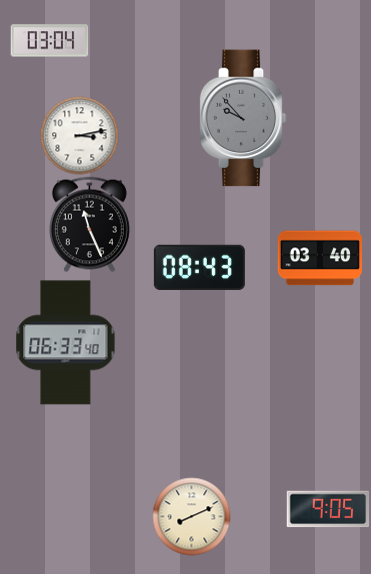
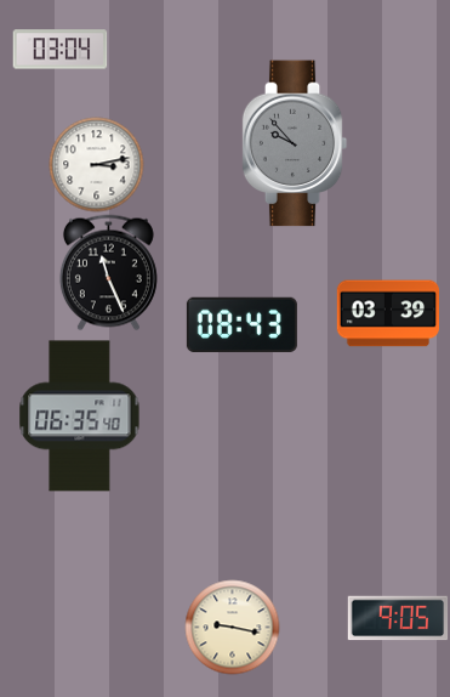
clock at (319, 258): 03:40 -> 03:39
clock at (66, 343): 06:33 -> 06:35
clock at (191, 516): 8:11 -> 9:17
